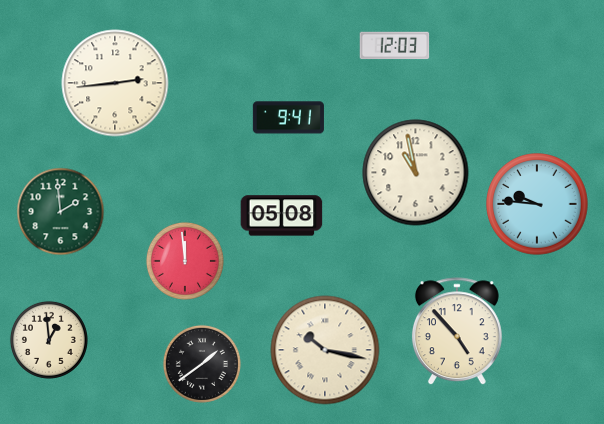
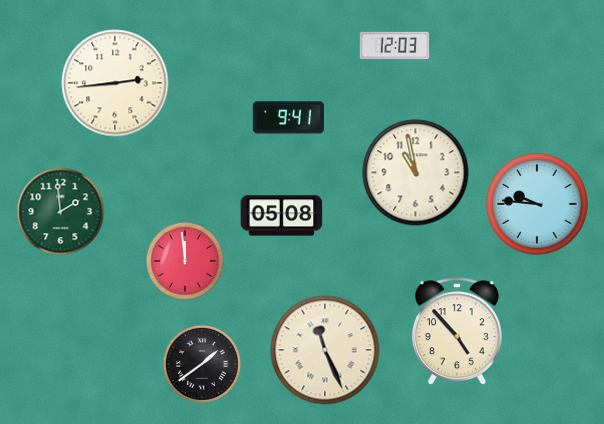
clock at (49, 340): 12:59 -> none
clock at (325, 350): 10:17 -> 11:26
